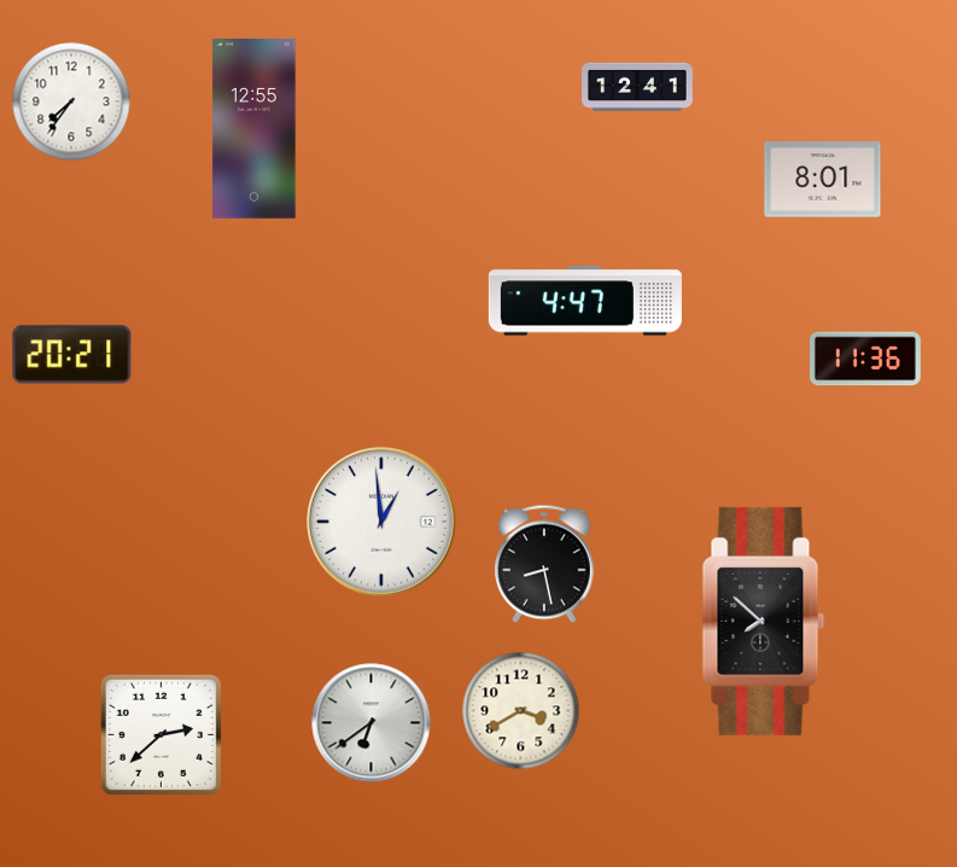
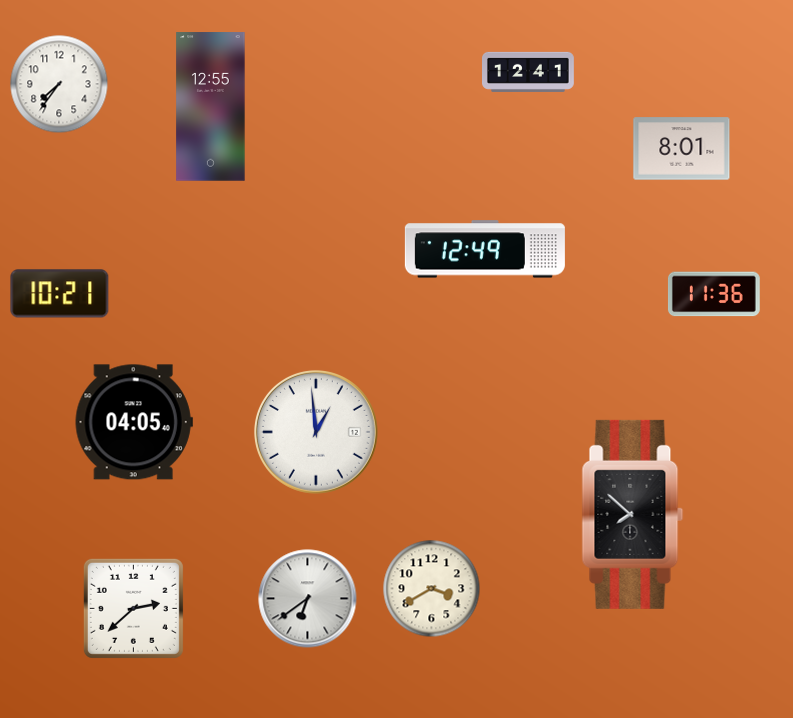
clock at (585, 301): 4:47 -> 12:49
clock at (72, 355): 20:21 -> 10:21
clock at (865, 359) position: (865, 359) -> (714, 294)
clock at (134, 422): none -> 04:05
clock at (545, 564): 8:28 -> none
